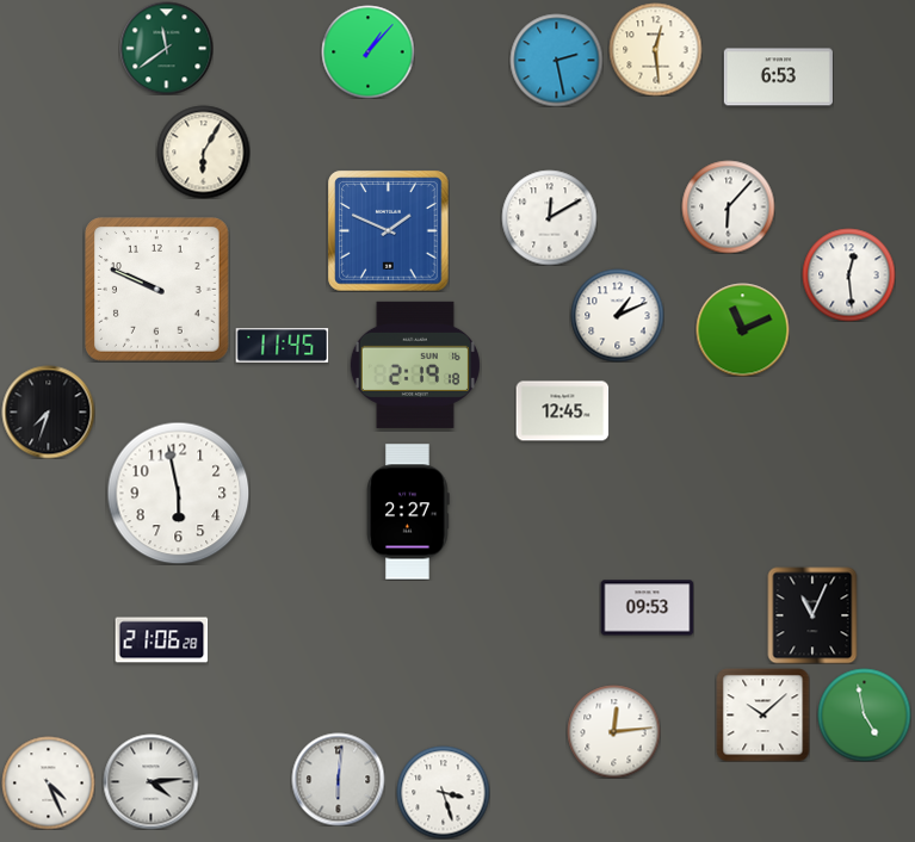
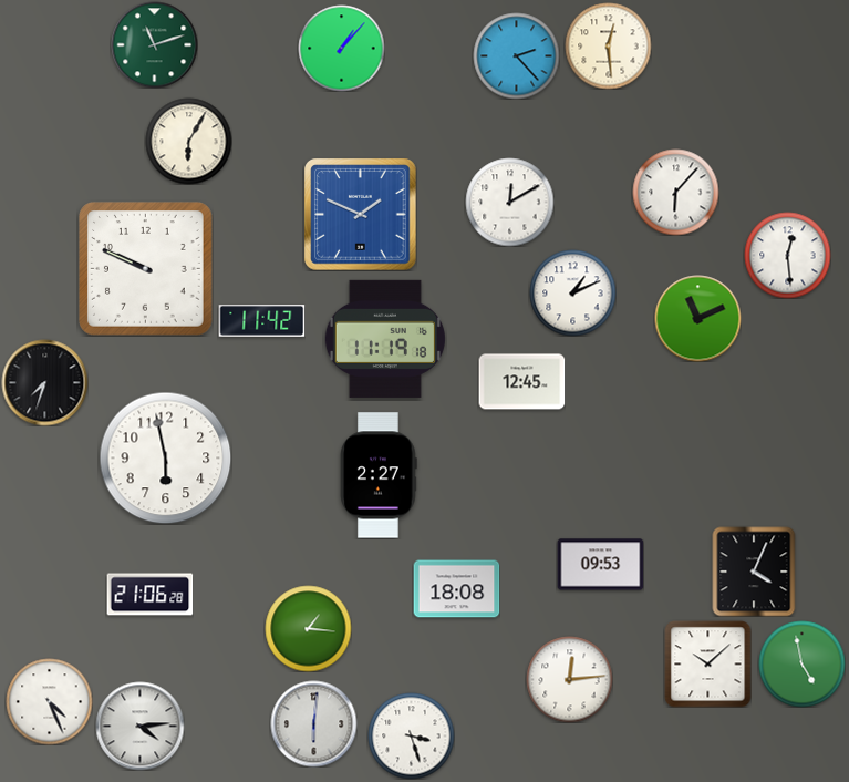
clock at (166, 48): 11:39 -> 11:12
clock at (556, 60): 2:28 -> 2:23
clock at (778, 78): 6:53 -> none
clock at (742, 329) position: (742, 329) -> (697, 318)
clock at (282, 346): 11:45 -> 11:42
clock at (415, 365): 2:19 -> 11:19
clock at (812, 615): 11:04 -> 4:04
clock at (456, 589): none -> 18:08
clock at (308, 628): none -> 1:16
clock at (48, 782) position: (48, 782) -> (49, 701)
